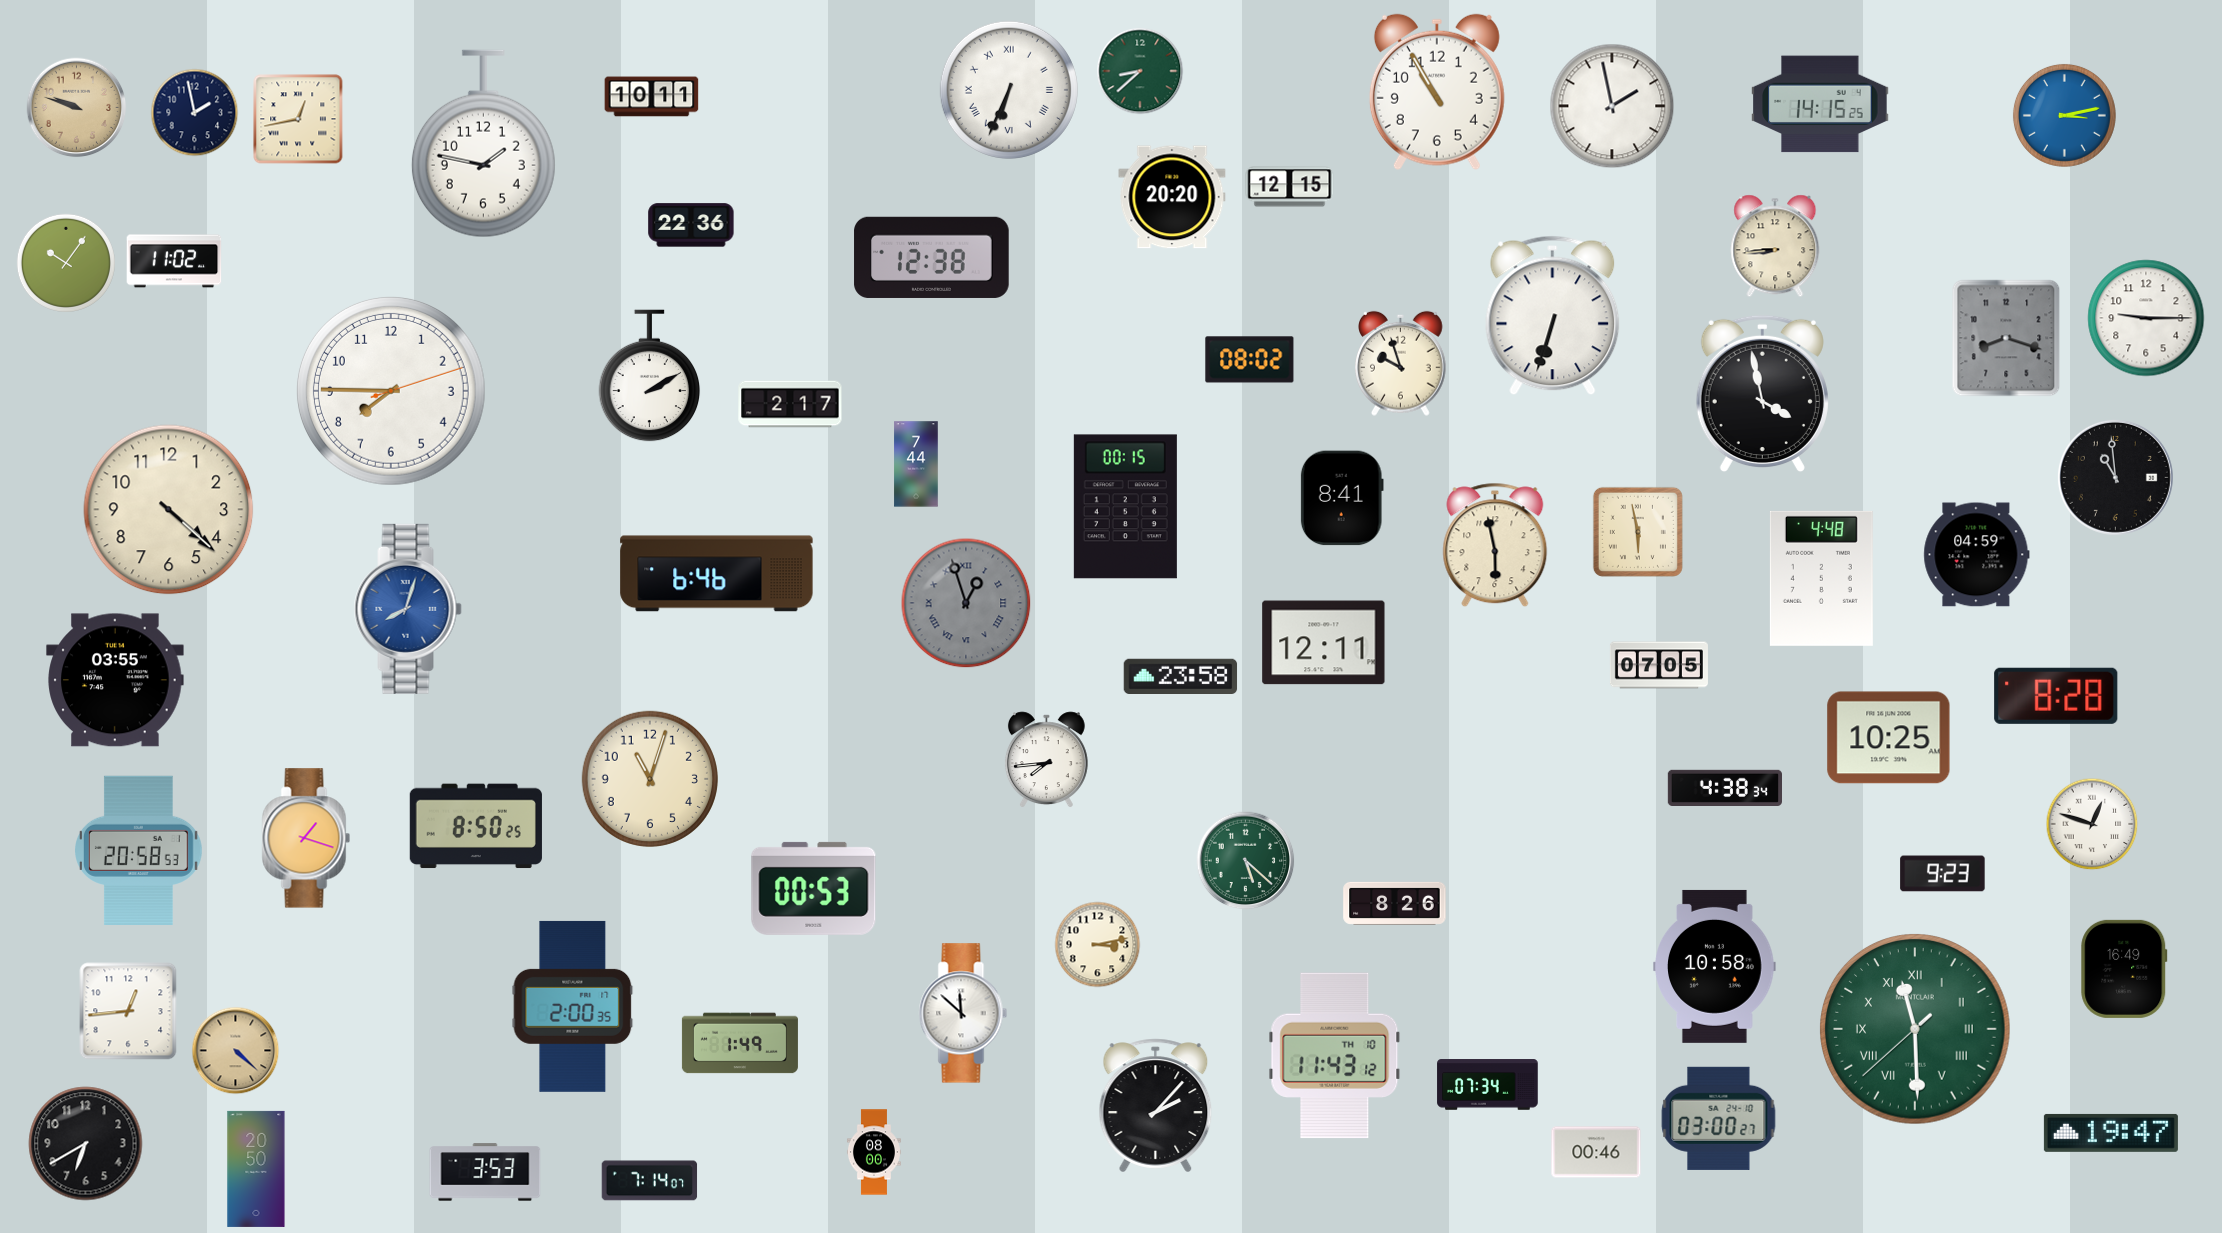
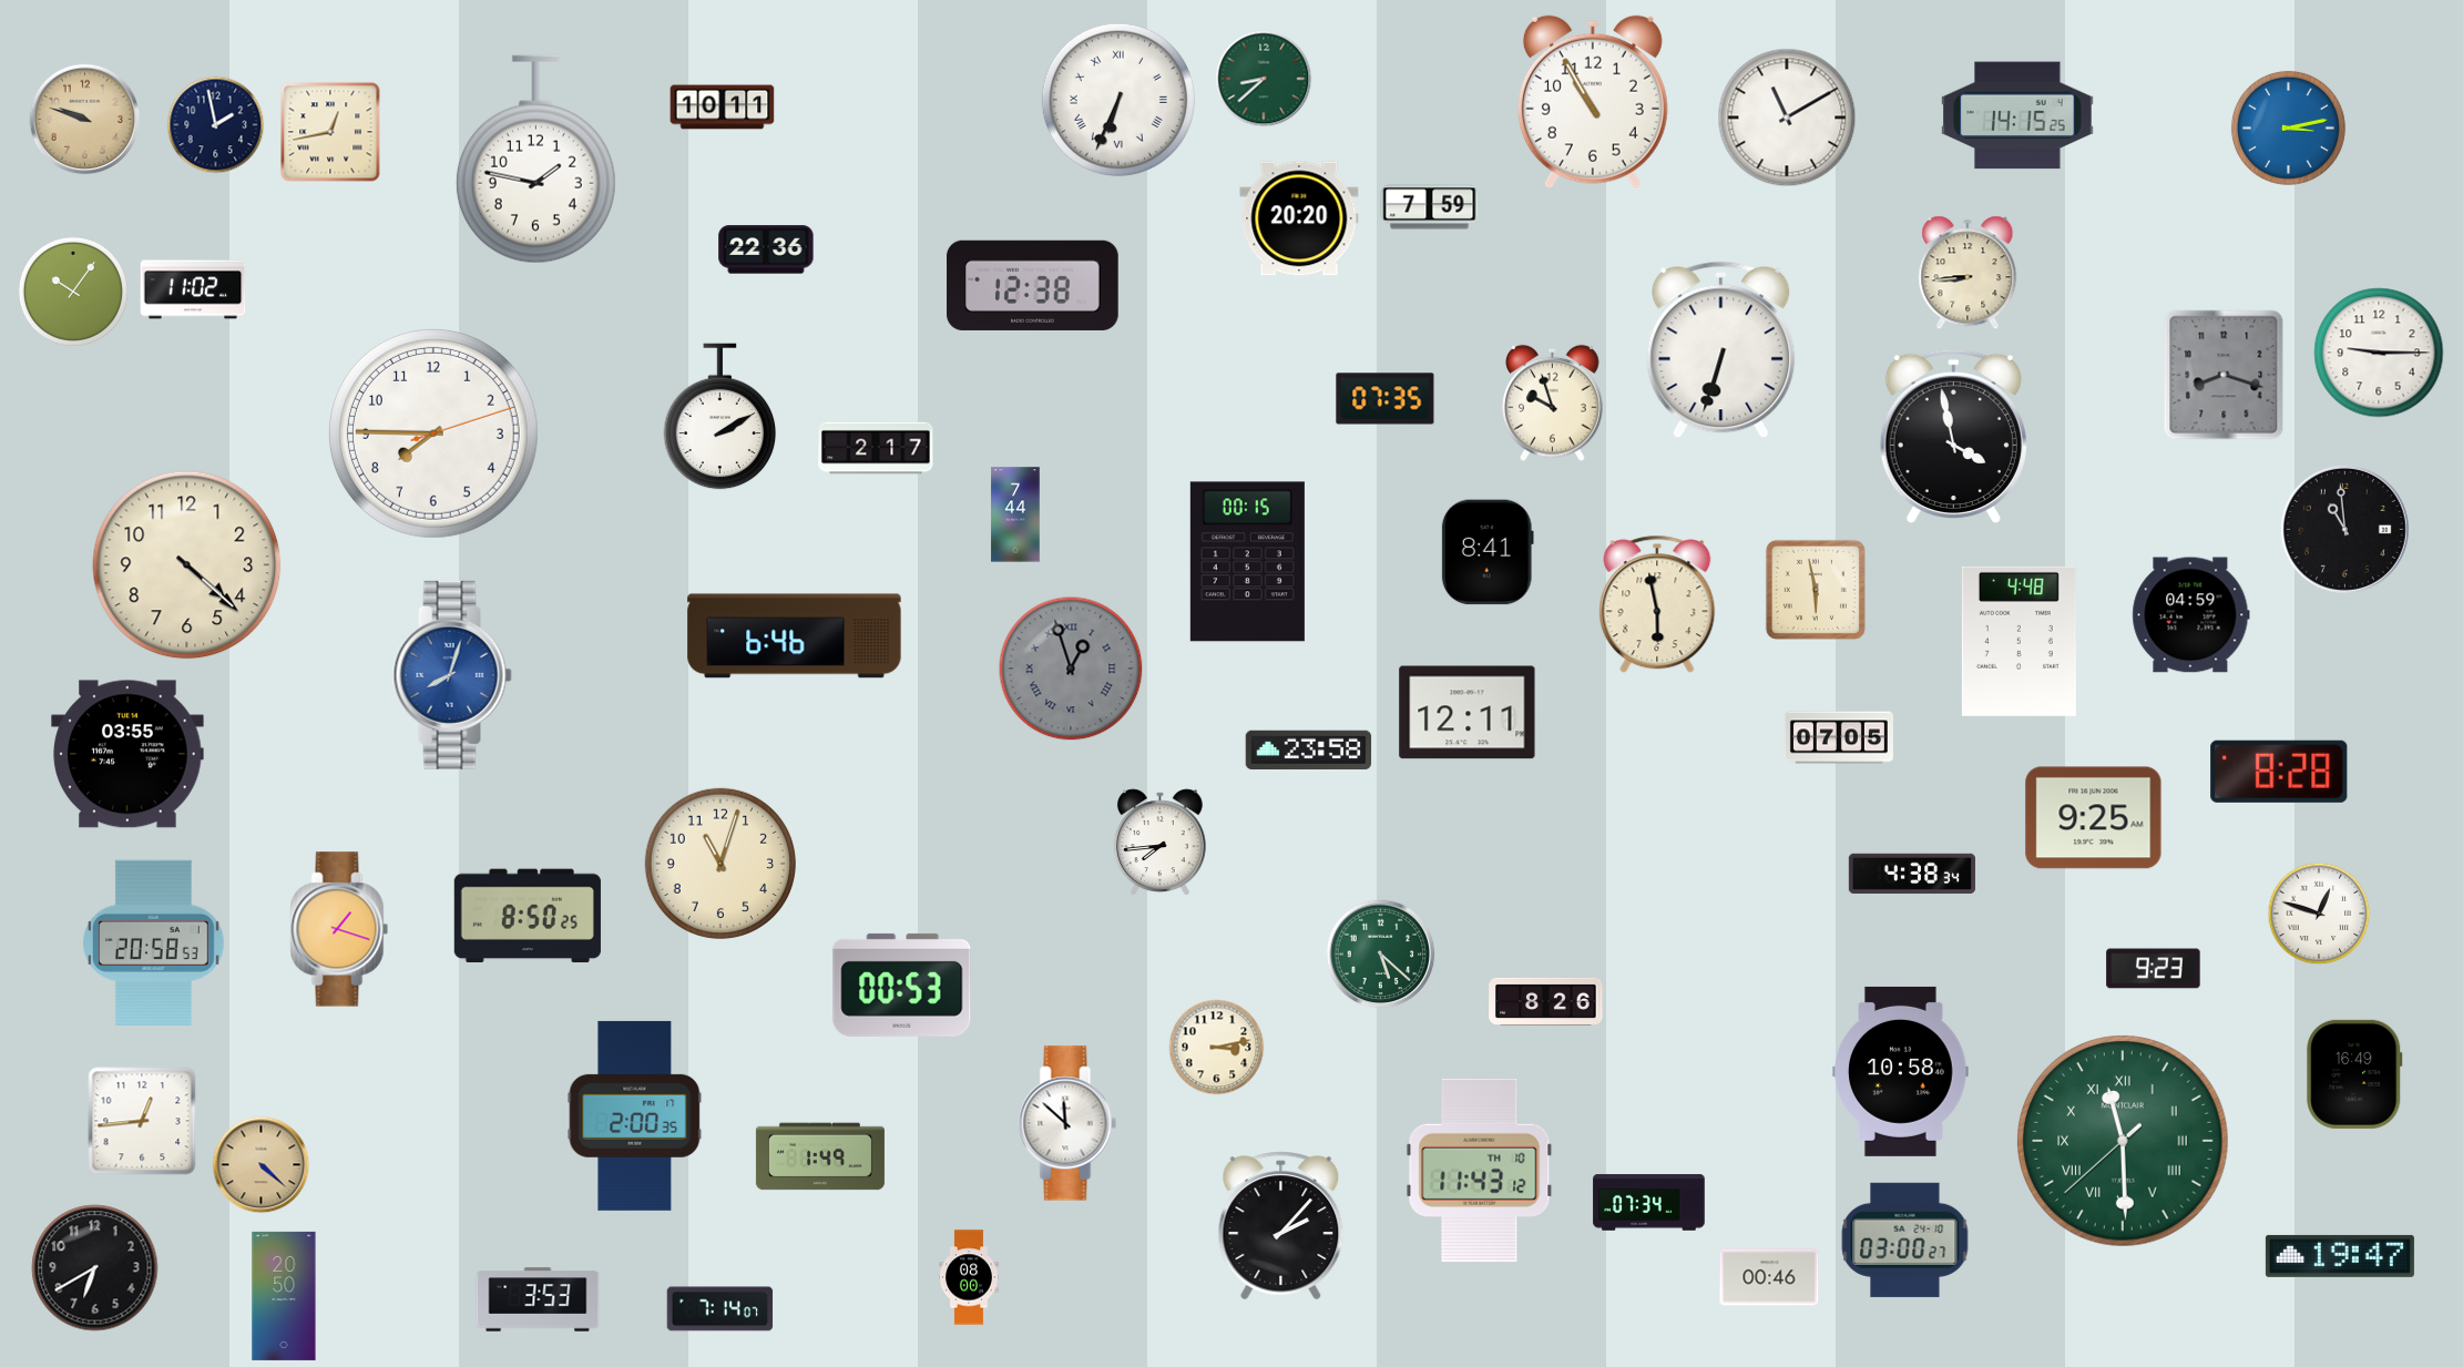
clock at (1612, 106): 1:58 -> 11:10
clock at (1290, 187): 12:15 -> 7:59
clock at (1250, 360): 08:02 -> 07:35
clock at (1889, 738): 10:25 -> 9:25
